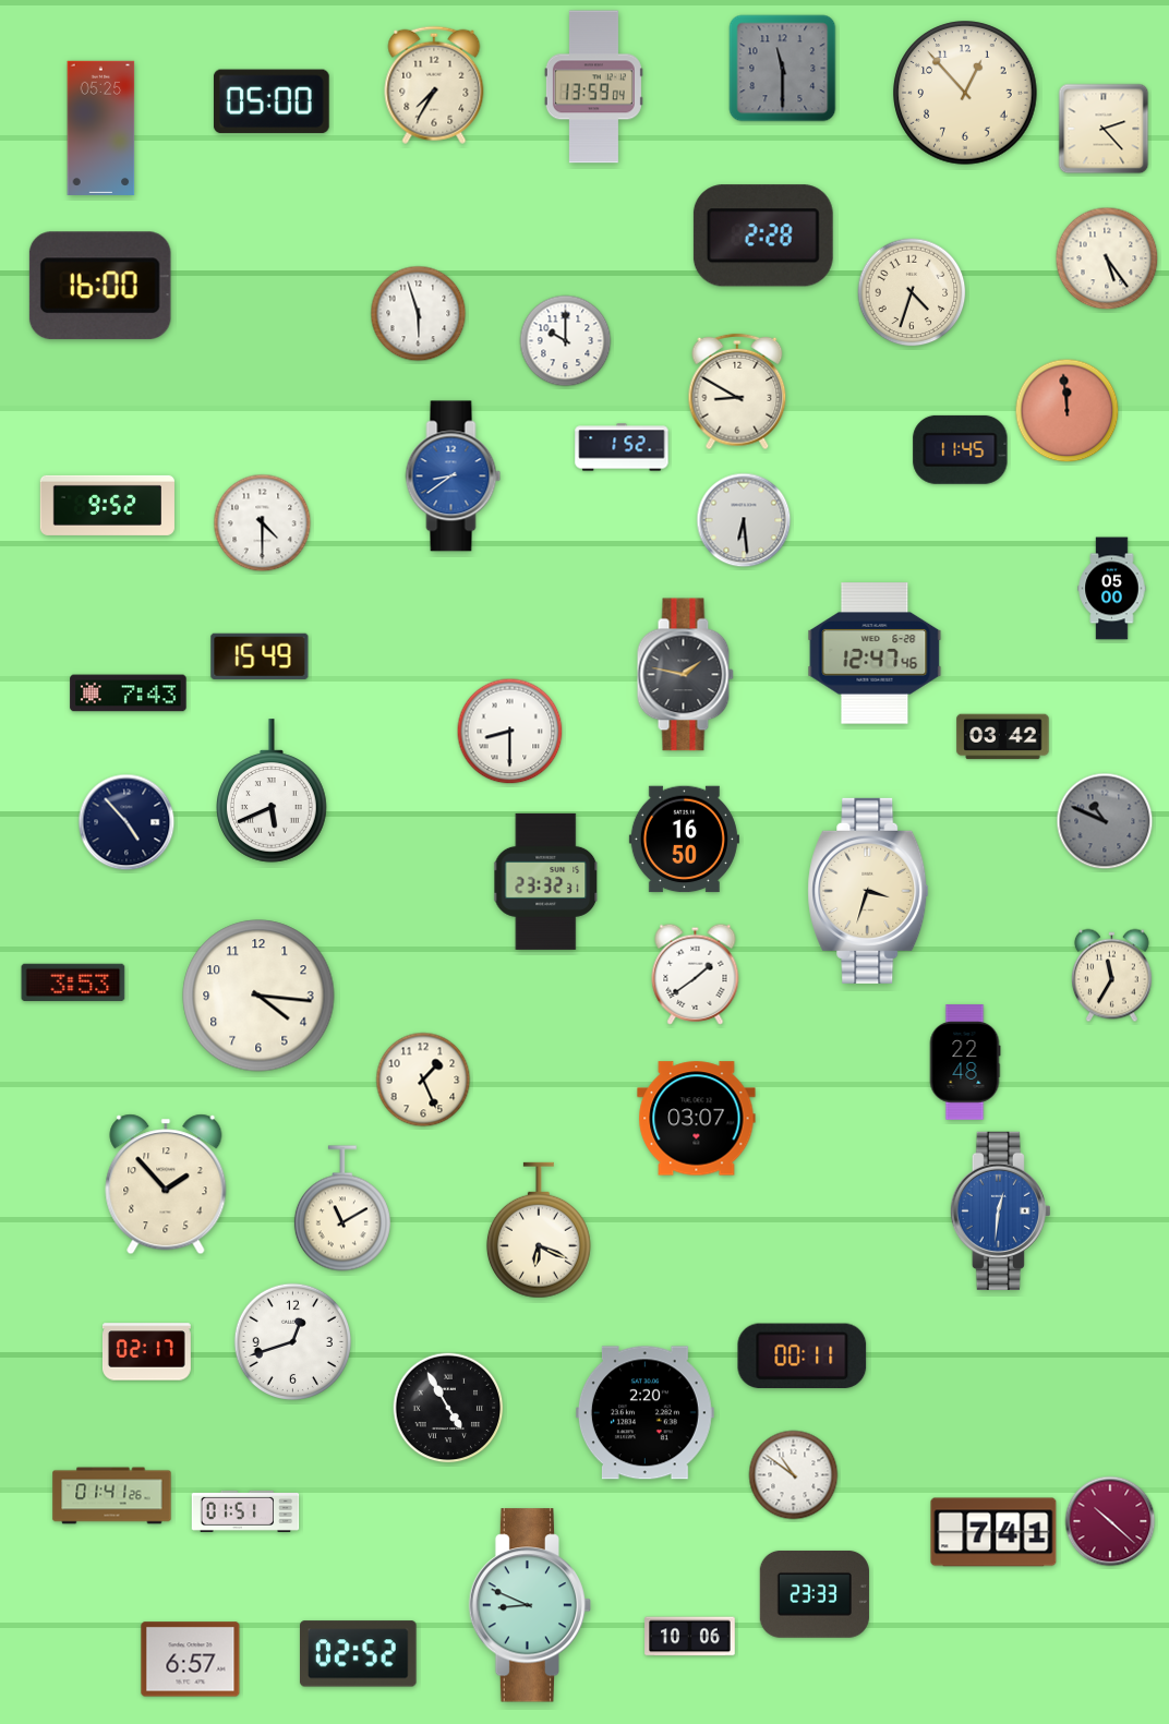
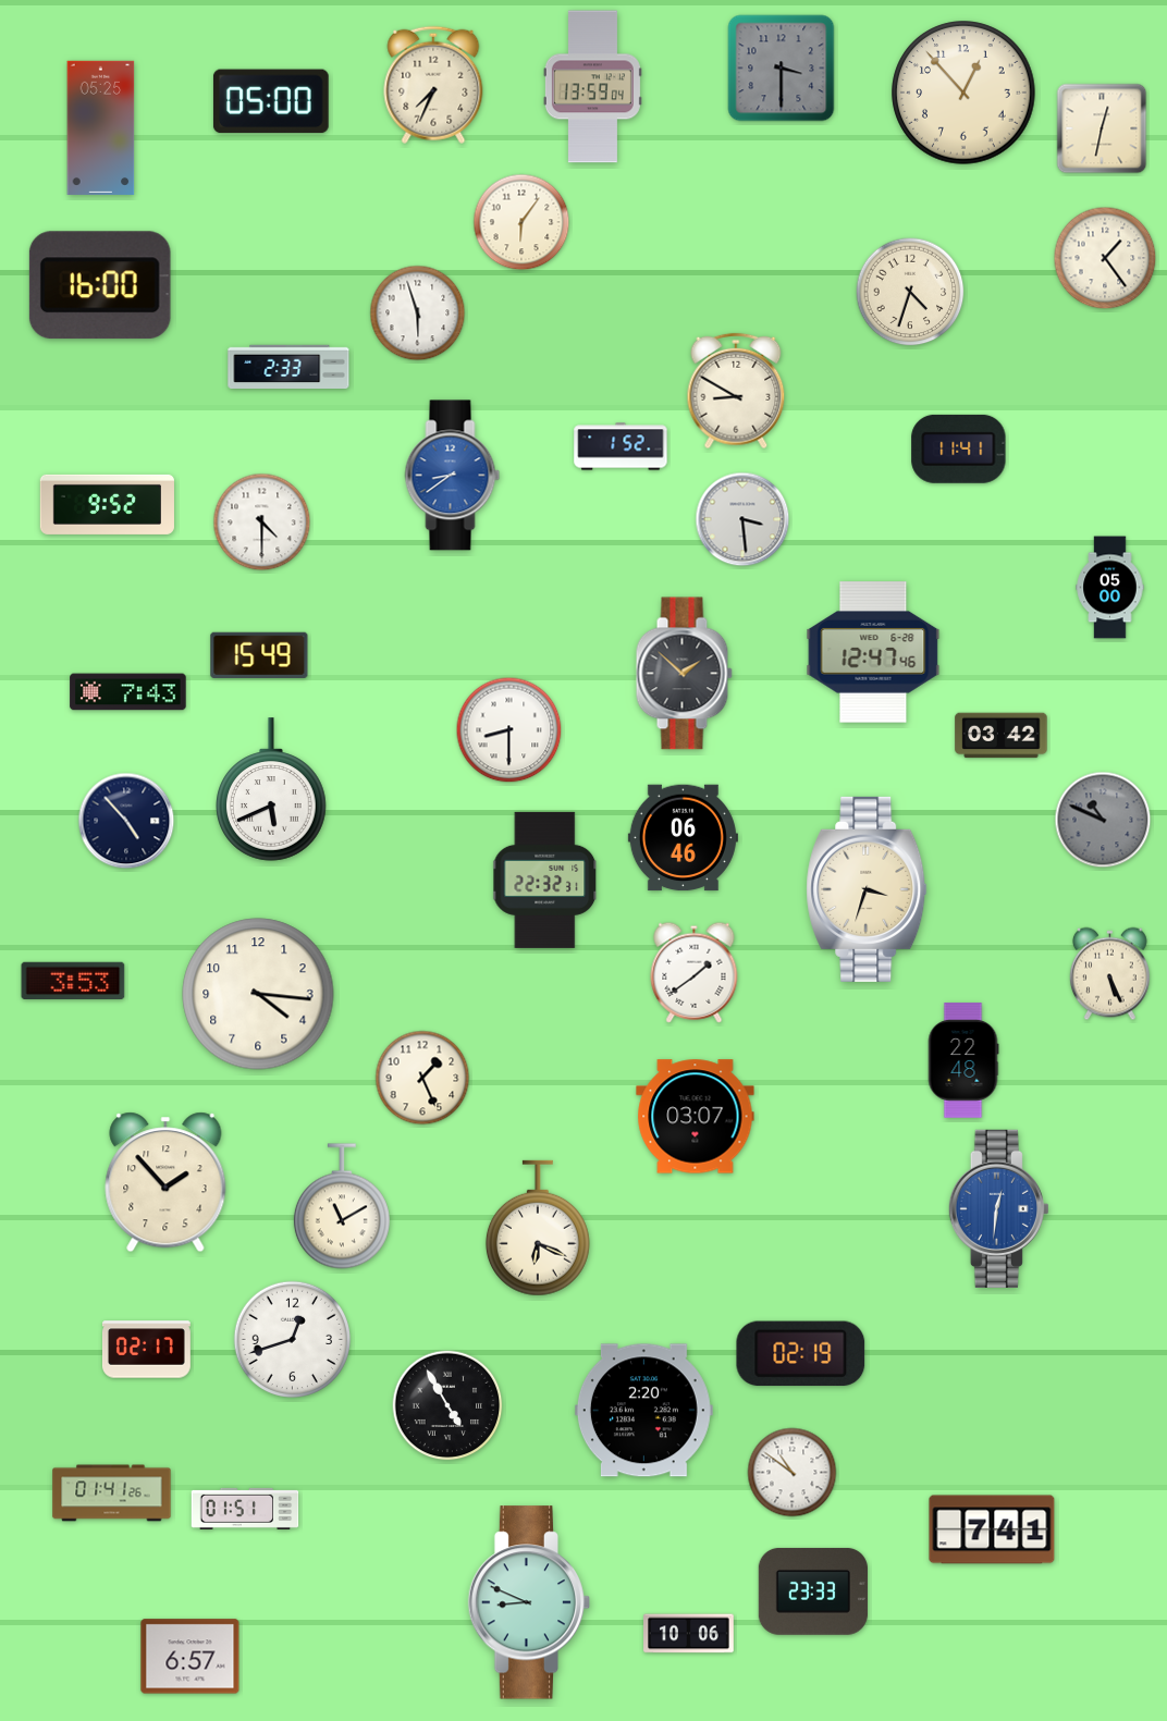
clock at (783, 69): 11:30 -> 3:30
clock at (434, 85): 7:35 -> 7:34
clock at (1104, 129): 2:23 -> 12:32
clock at (521, 222): none -> 6:06
clock at (763, 236): 2:28 -> none
clock at (1107, 258): 5:24 -> 1:24
clock at (566, 341): 10:00 -> none
clock at (288, 366): none -> 2:33
clock at (1068, 411): 11:59 -> none
clock at (961, 449): 11:45 -> 11:41
clock at (744, 520): 6:29 -> 3:29
clock at (685, 675): 1:47 -> 1:52
clock at (684, 840): 16:50 -> 06:46
clock at (546, 881): 23:32 -> 22:32
clock at (1112, 976): 11:35 -> 5:26
clock at (803, 1357): 00:11 -> 02:19
clock at (1110, 1521): 10:22 -> none
clock at (359, 1654): 02:52 -> none
